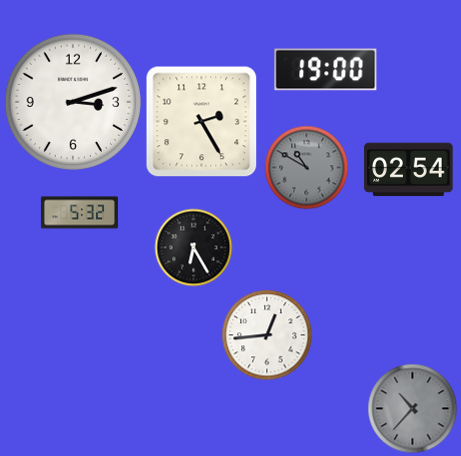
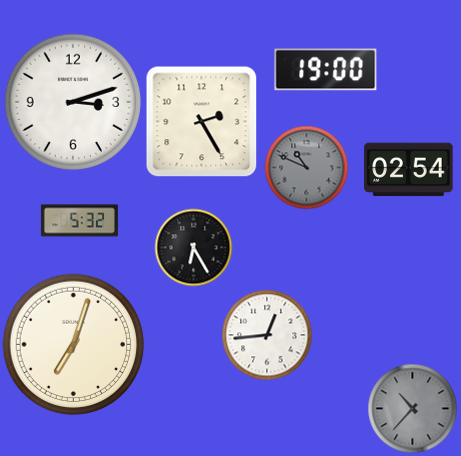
clock at (306, 167): 10:50 -> 10:49
clock at (79, 213) position: (79, 213) -> (79, 221)
clock at (74, 345): none -> 7:03
